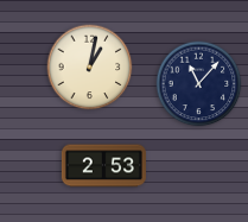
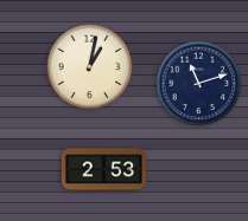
clock at (199, 84): 11:07 -> 11:12
clock at (103, 166) position: (103, 166) -> (103, 170)
